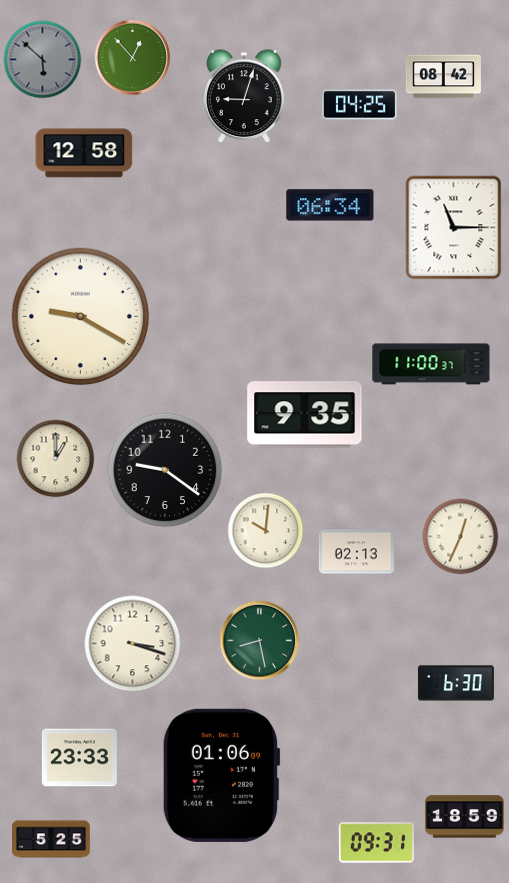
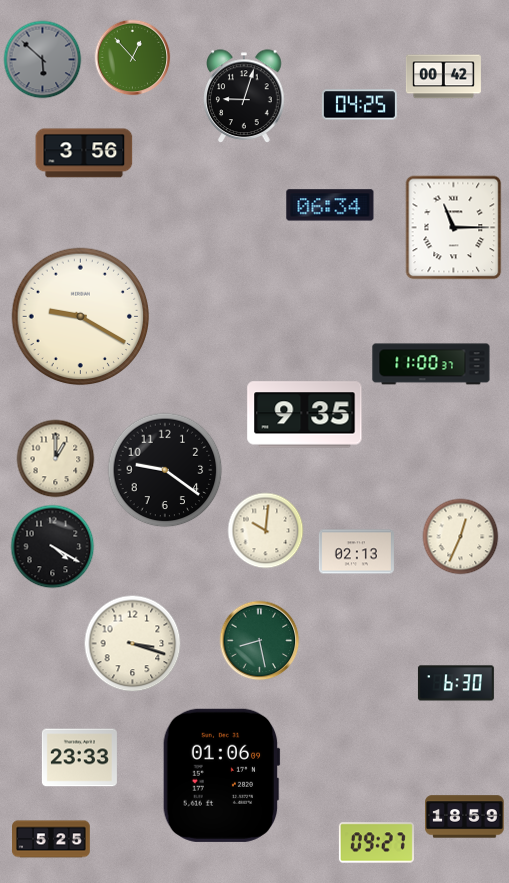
clock at (443, 77): 08:42 -> 00:42
clock at (84, 153): 12:58 -> 3:56
clock at (53, 547): none -> 4:20
clock at (376, 843): 09:31 -> 09:27
